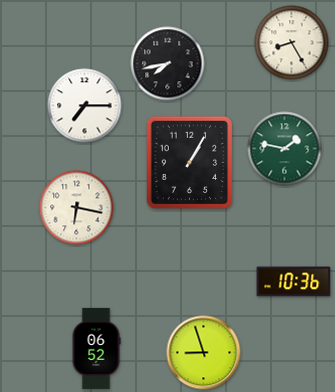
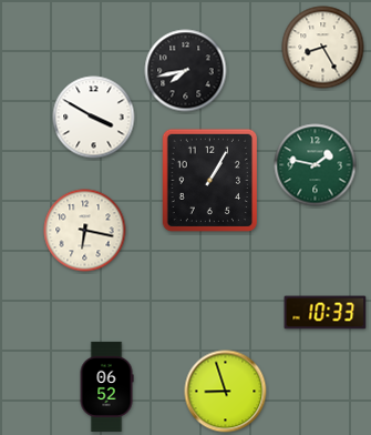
clock at (85, 106): 7:15 -> 3:50
clock at (294, 282): 10:36 -> 10:33
